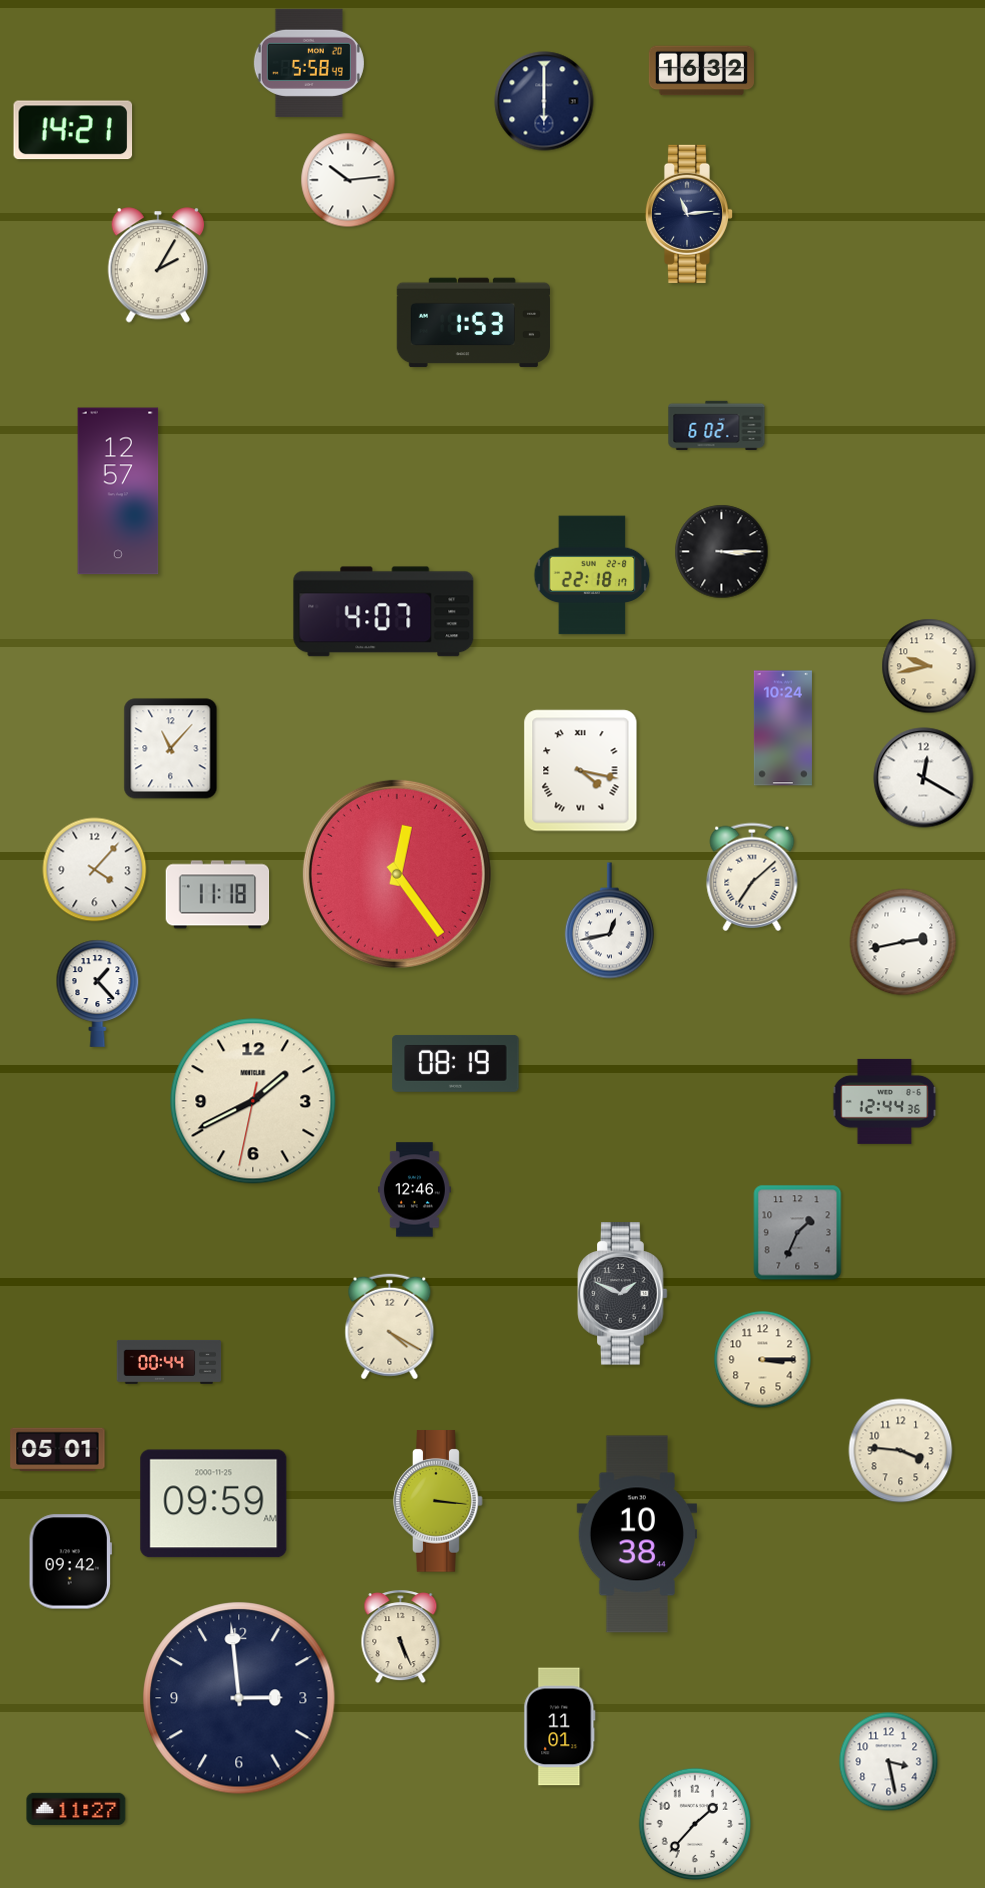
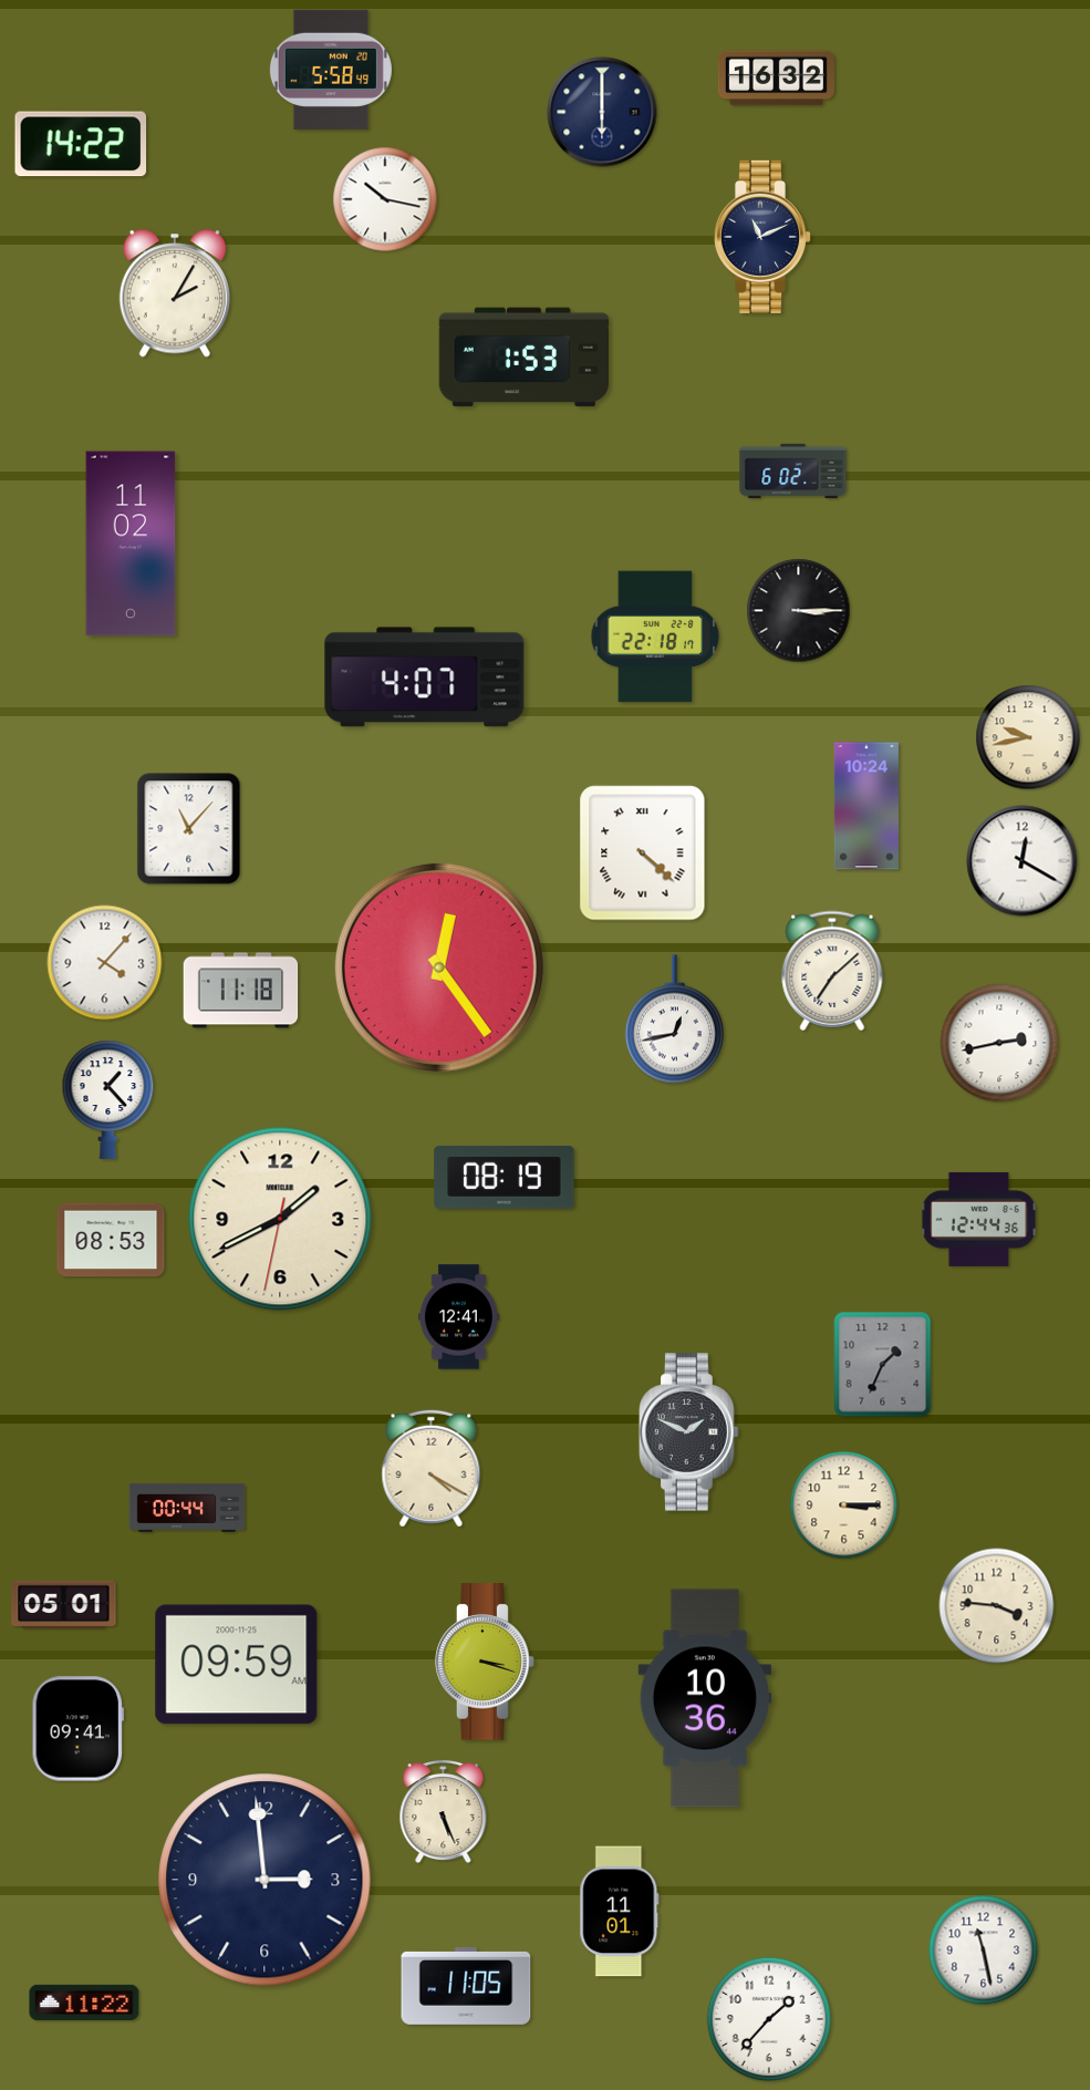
clock at (309, 63) position: (309, 63) -> (331, 70)
clock at (73, 130): 14:21 -> 14:22
clock at (348, 180): 10:14 -> 10:17
clock at (688, 214): 11:14 -> 11:11
clock at (118, 491): 12:57 -> 11:02
clock at (581, 771): 4:17 -> 4:22
clock at (111, 1240): none -> 08:53
clock at (414, 1190): 12:46 -> 12:41
clock at (438, 1501): 3:16 -> 3:18
clock at (637, 1534): 10:38 -> 10:36
clock at (70, 1562): 09:42 -> 09:41
clock at (889, 1762): 3:28 -> 11:28
clock at (466, 1986): none -> 11:05
clock at (76, 1809): 11:27 -> 11:22
